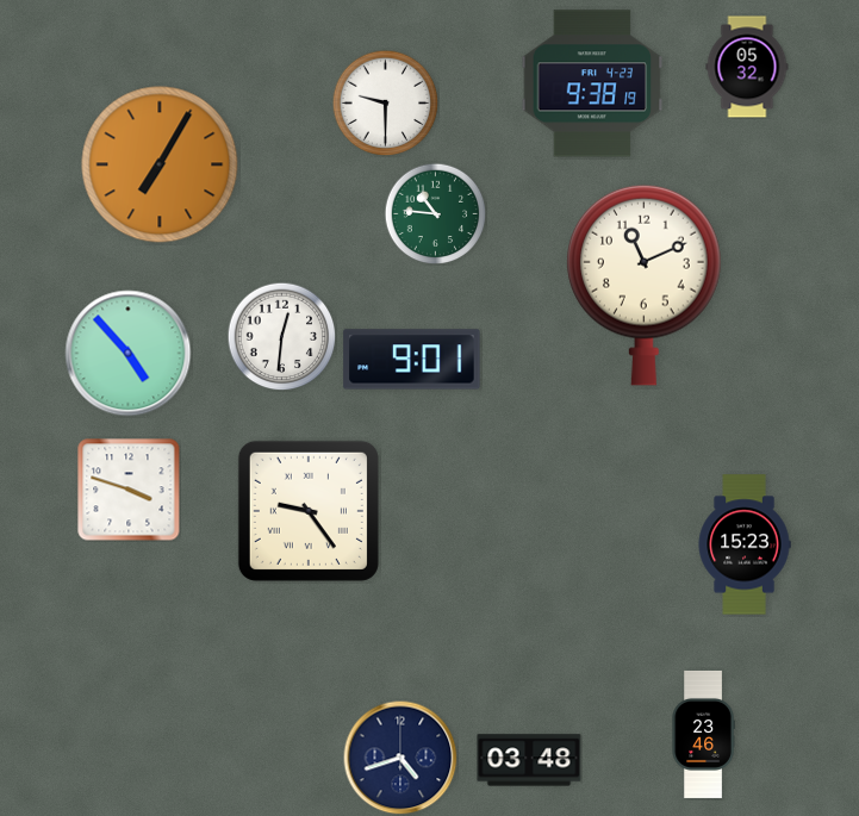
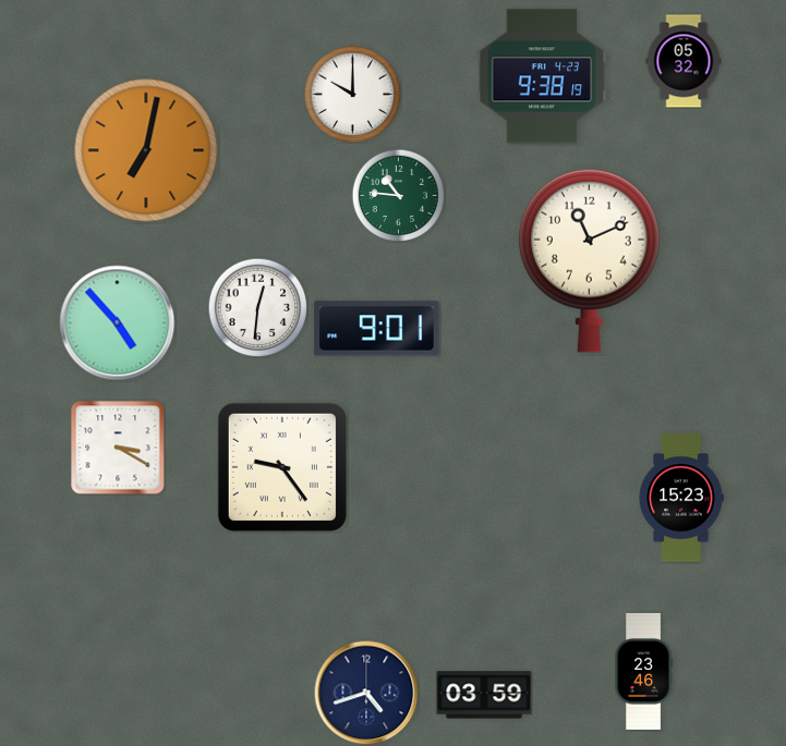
clock at (385, 102): 9:30 -> 10:00
clock at (160, 164): 7:05 -> 7:02
clock at (129, 490): 3:48 -> 3:20
clock at (529, 760): 03:48 -> 03:59
